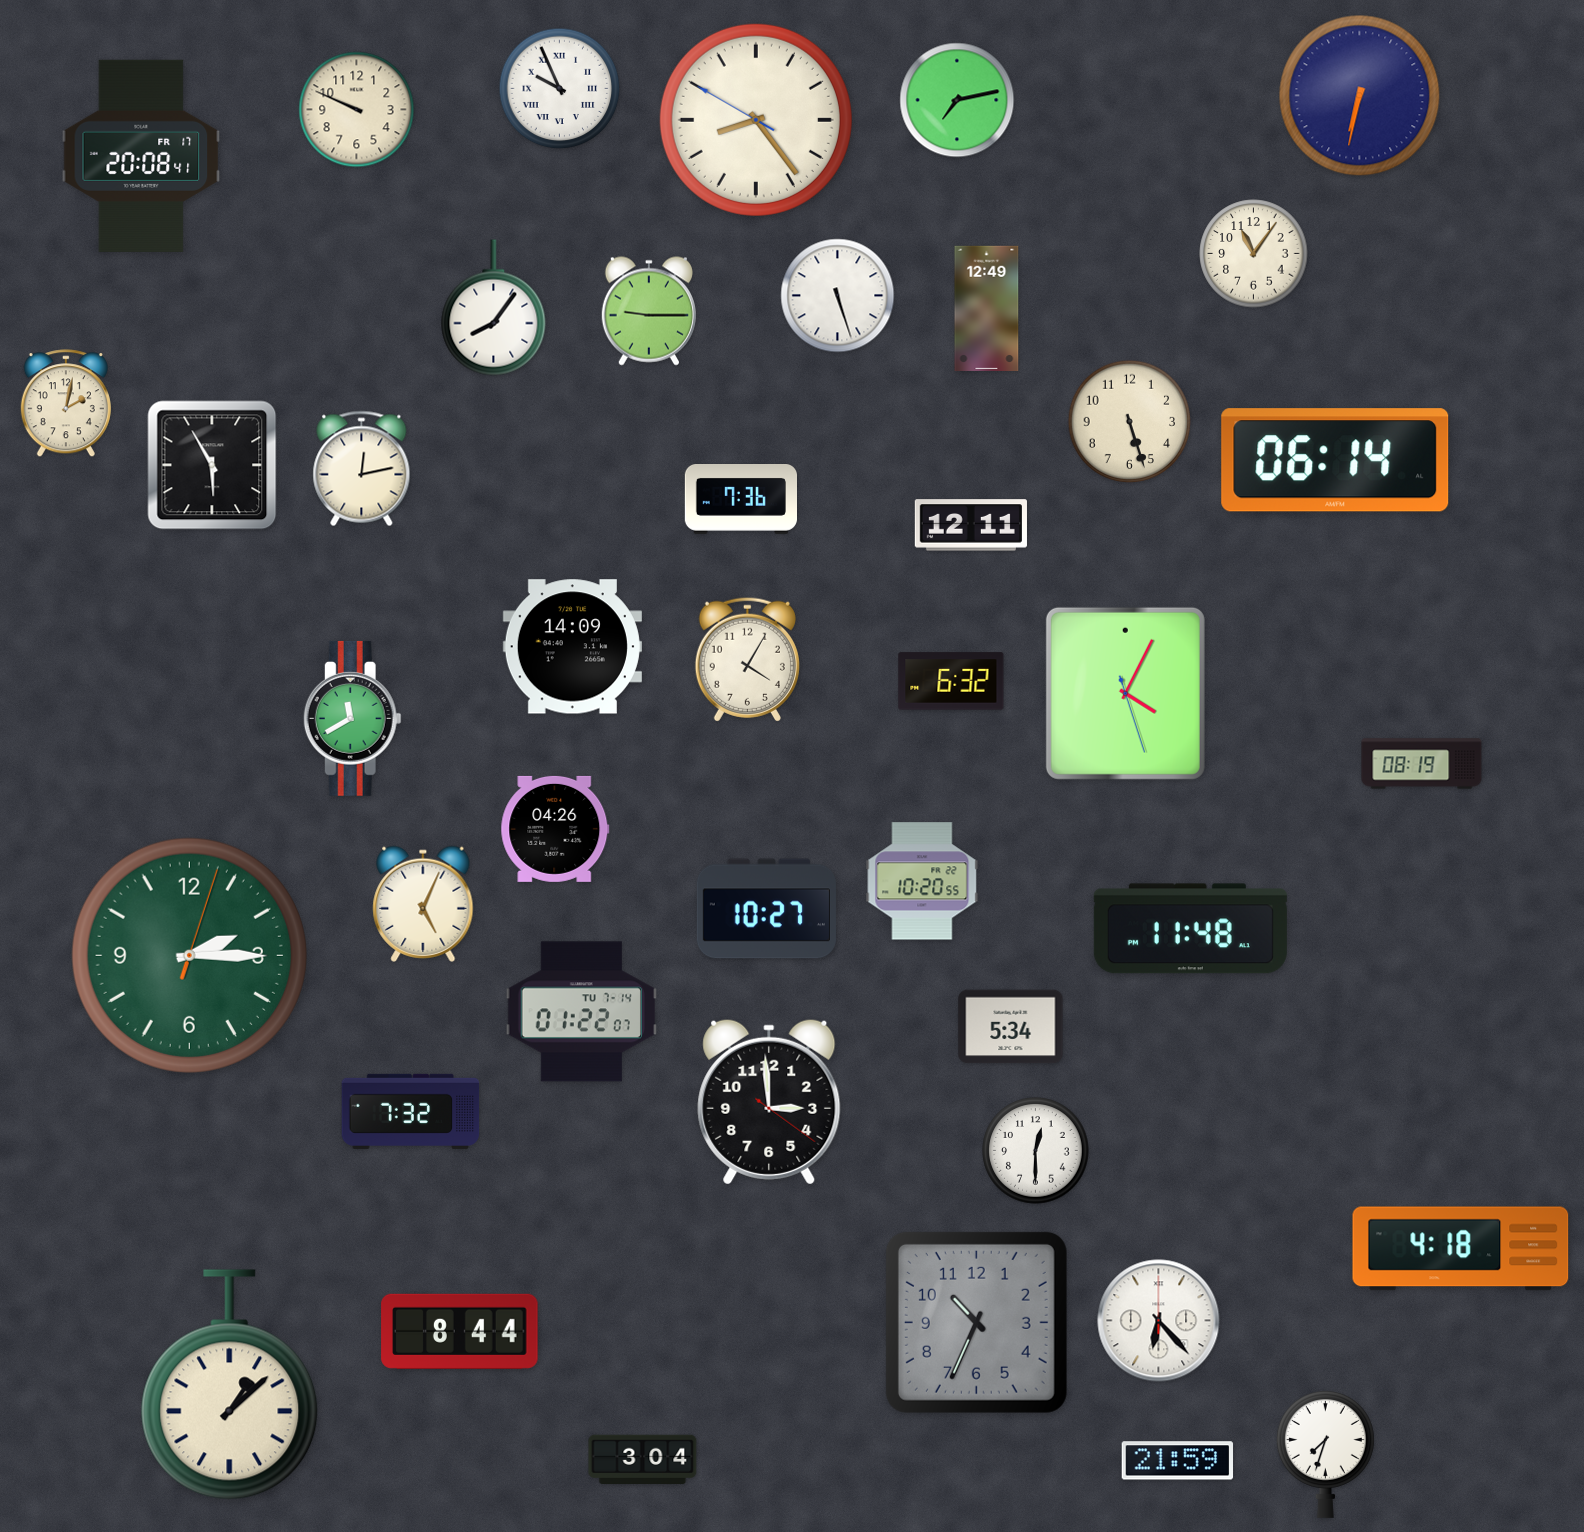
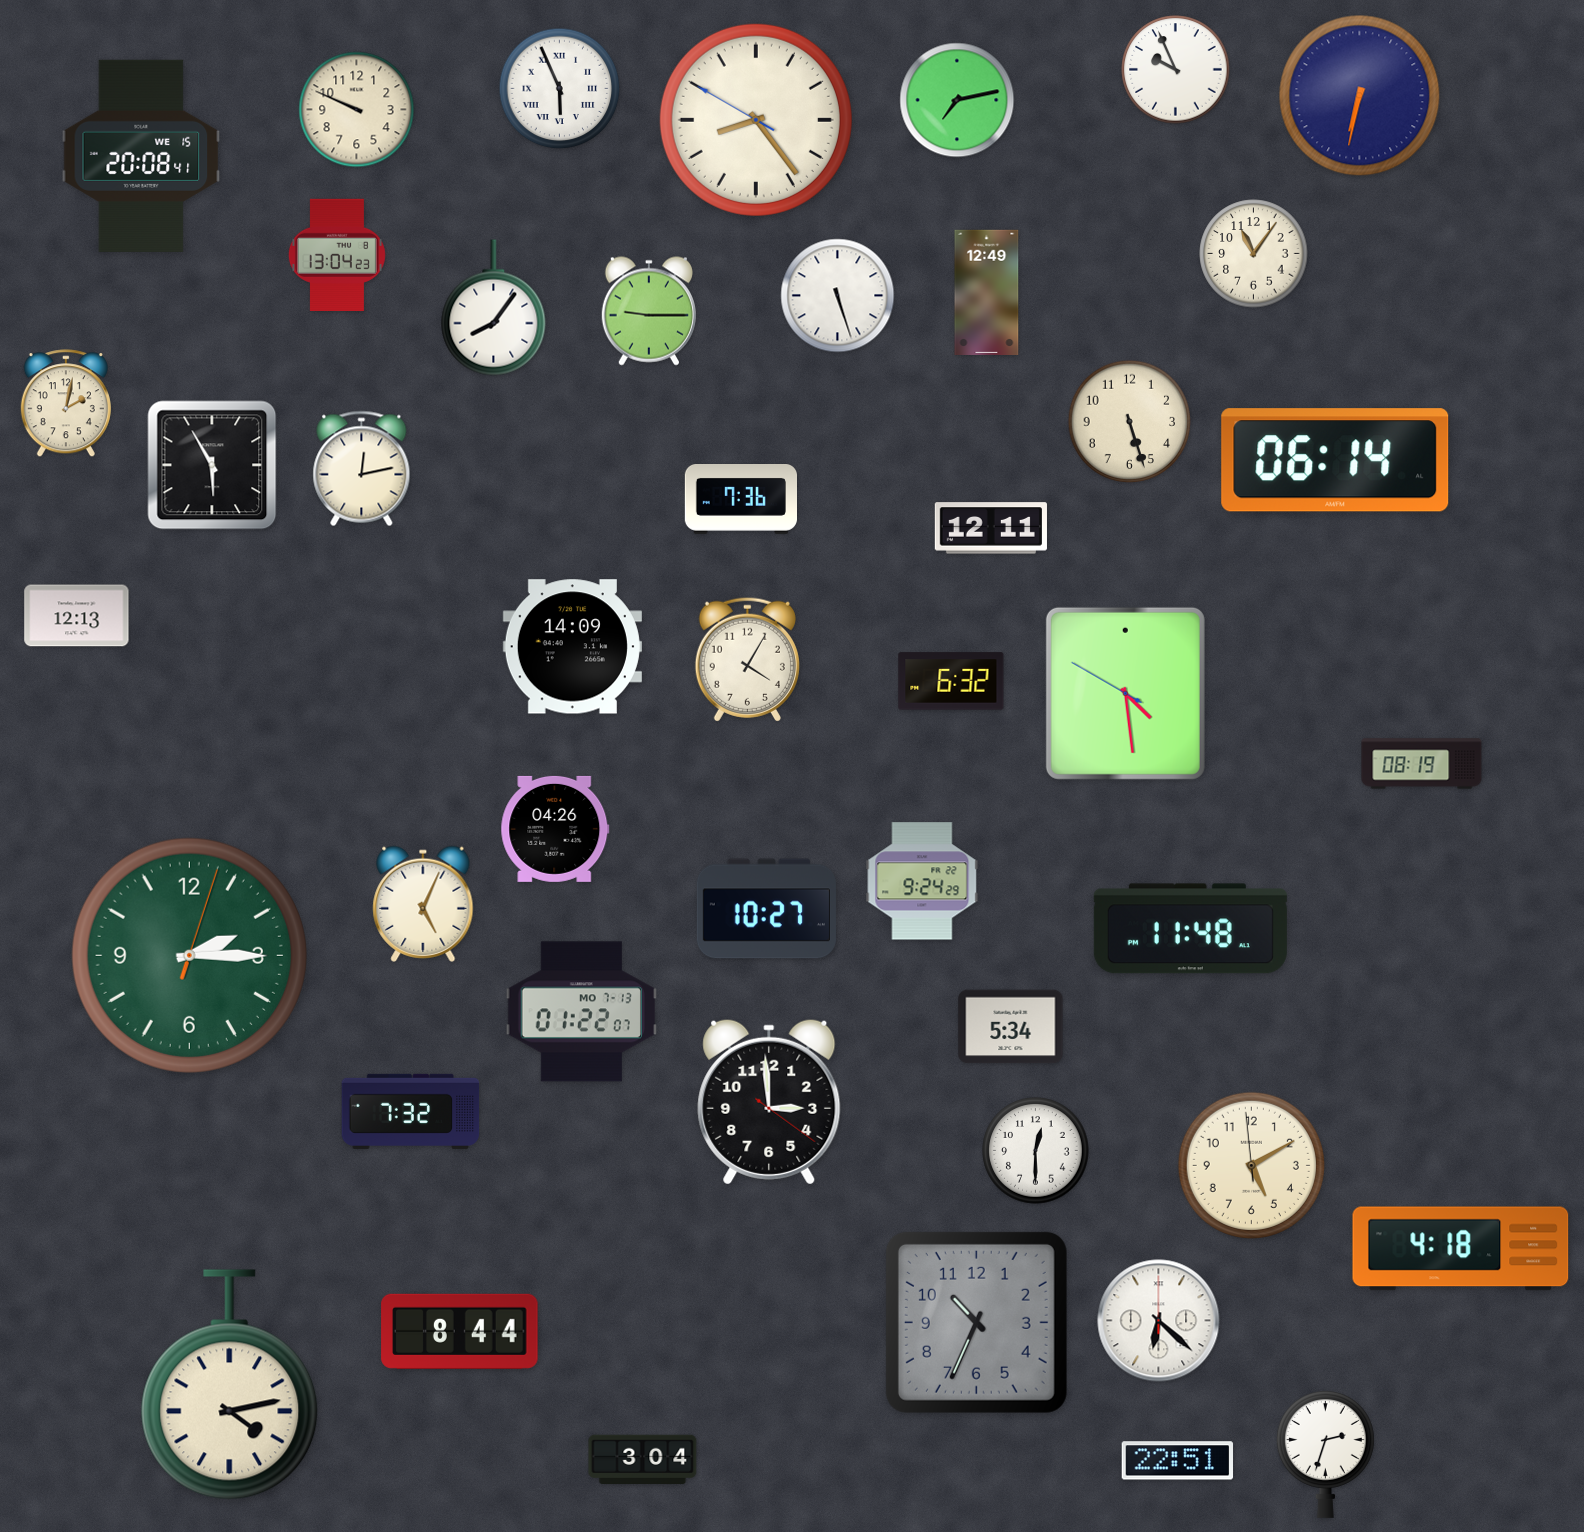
clock at (1176, 70): none -> 9:56
clock at (560, 89): 9:56 -> 5:56
clock at (141, 156) date: FR 17 -> WE 15
clock at (337, 255): none -> 13:04
clock at (987, 308) position: (987, 308) -> (987, 292)
clock at (971, 525) position: (971, 525) -> (991, 528)
clock at (77, 616): none -> 12:13
clock at (1125, 693): 4:04 -> 4:28
clock at (352, 718): 11:40 -> none
clock at (922, 881): 10:20 -> 9:24
clock at (581, 1012) date: TU 7-14 -> MO 7-13
clock at (1251, 1165): none -> 5:09
clock at (1159, 1321): 6:23 -> 6:22
clock at (230, 1385): 1:08 -> 4:13
clock at (1325, 1454): 7:33 -> 2:33
clock at (1178, 1461): 21:59 -> 22:51
